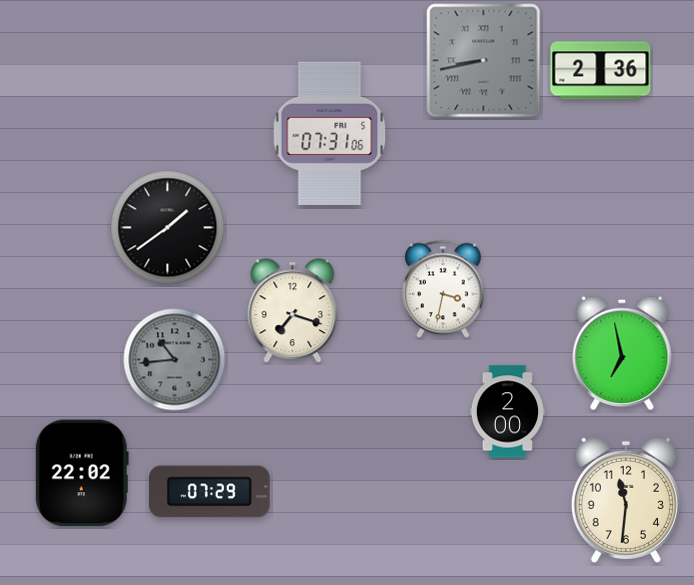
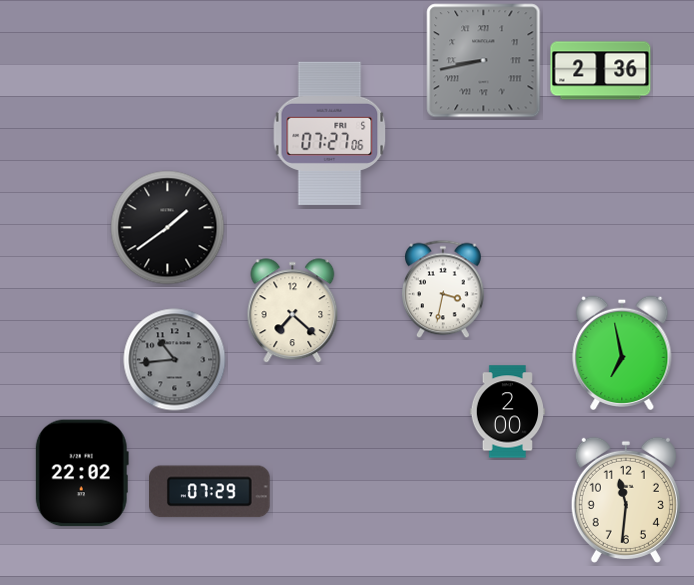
clock at (330, 133): 07:31 -> 07:27
clock at (293, 311): 7:18 -> 7:22
